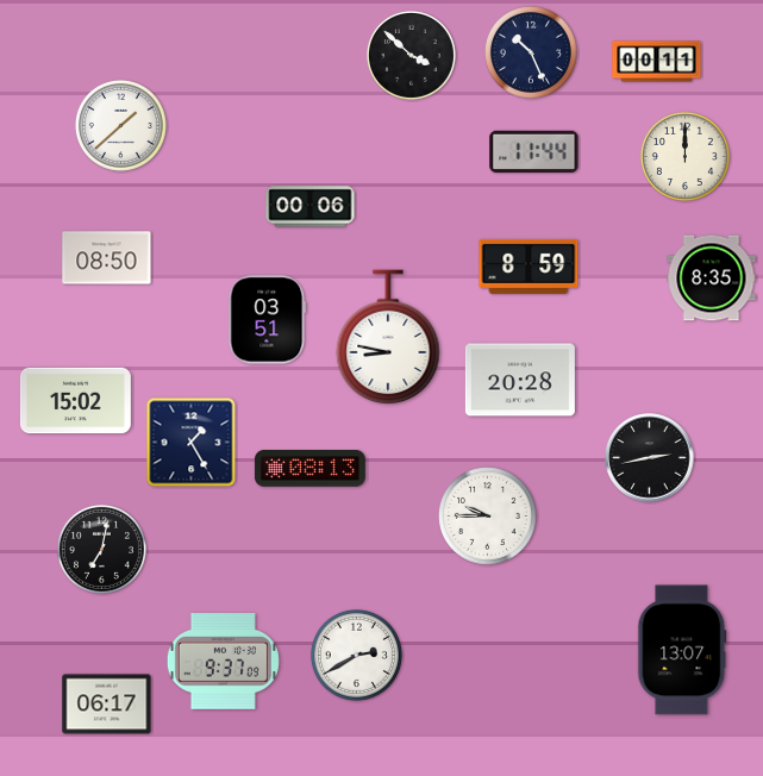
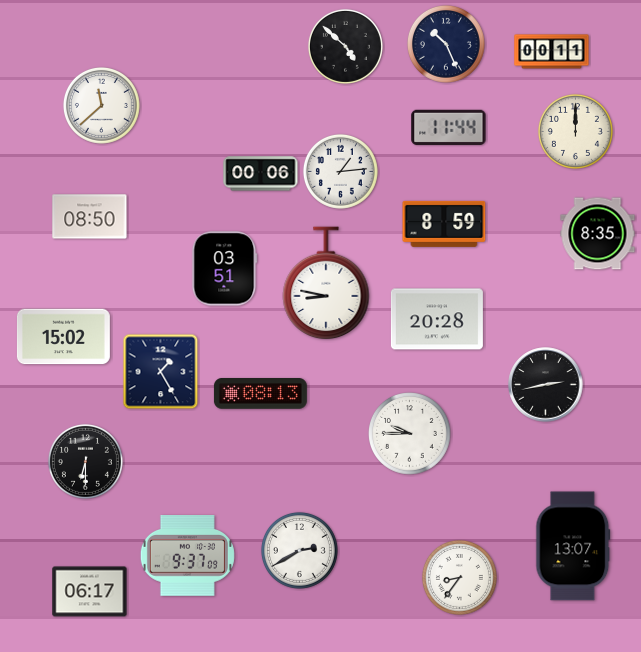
clock at (411, 55): 3:52 -> 4:52
clock at (120, 125): 1:38 -> 11:38
clock at (340, 171): none -> 1:14
clock at (101, 549): 7:02 -> 6:30
clock at (459, 577): none -> 8:36
